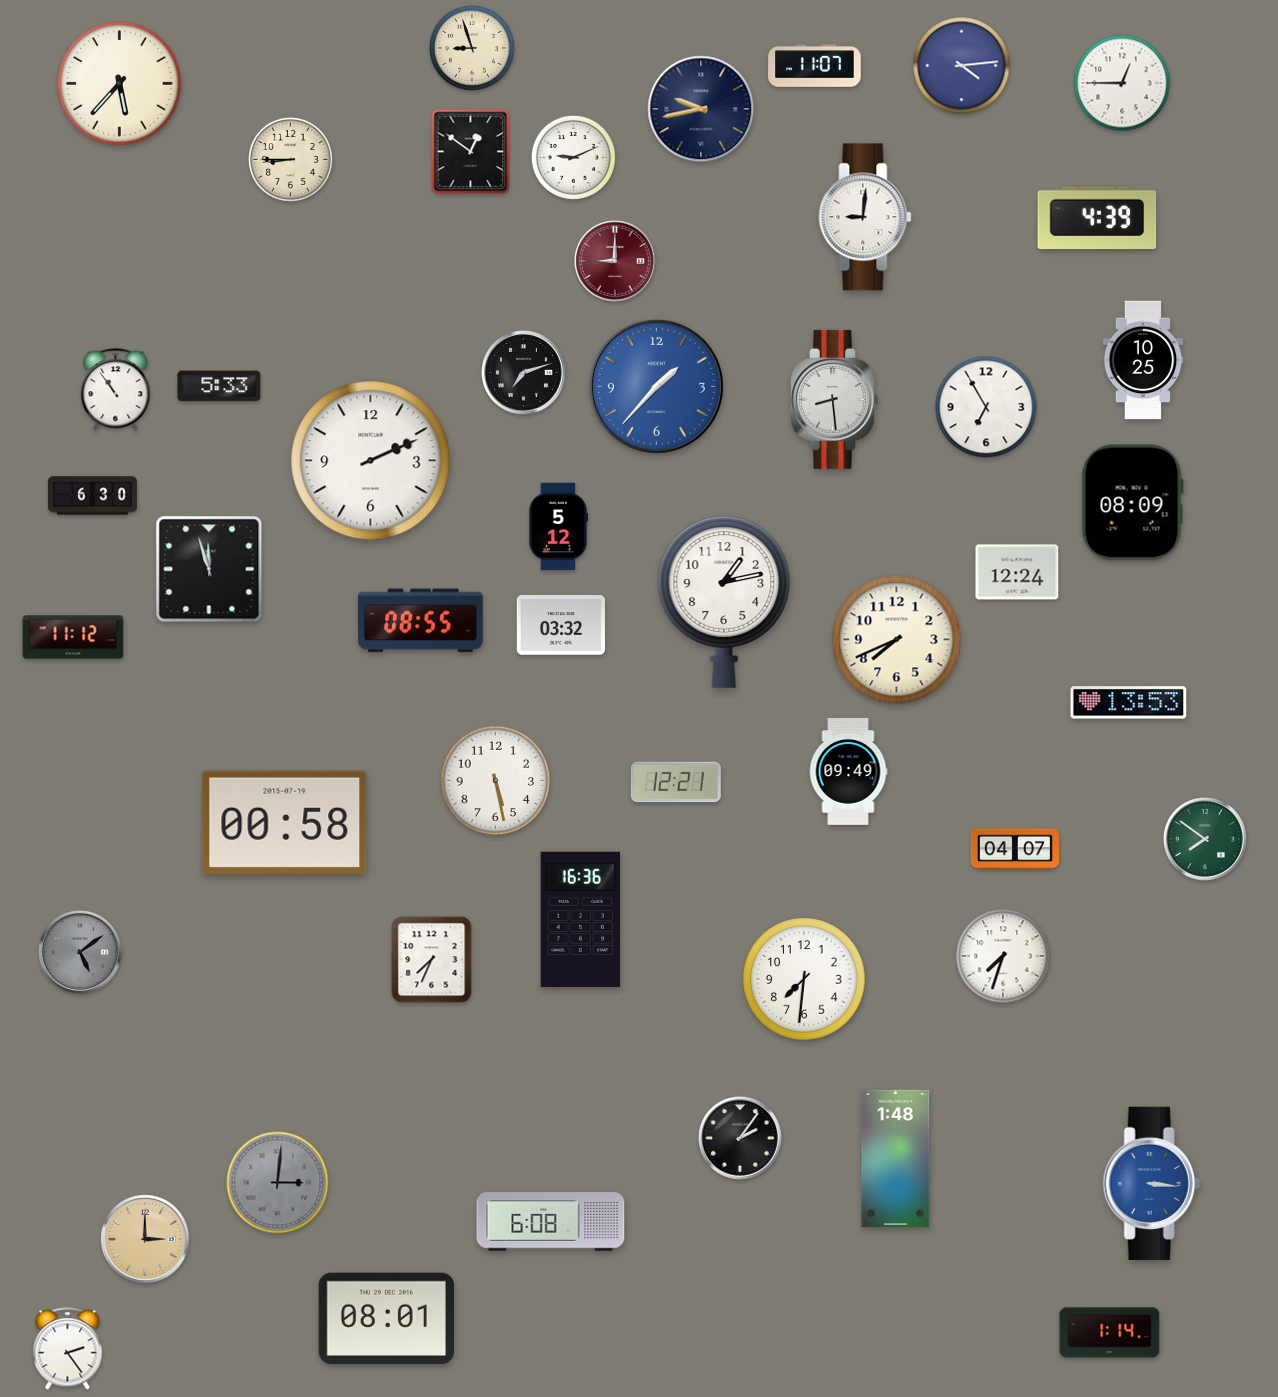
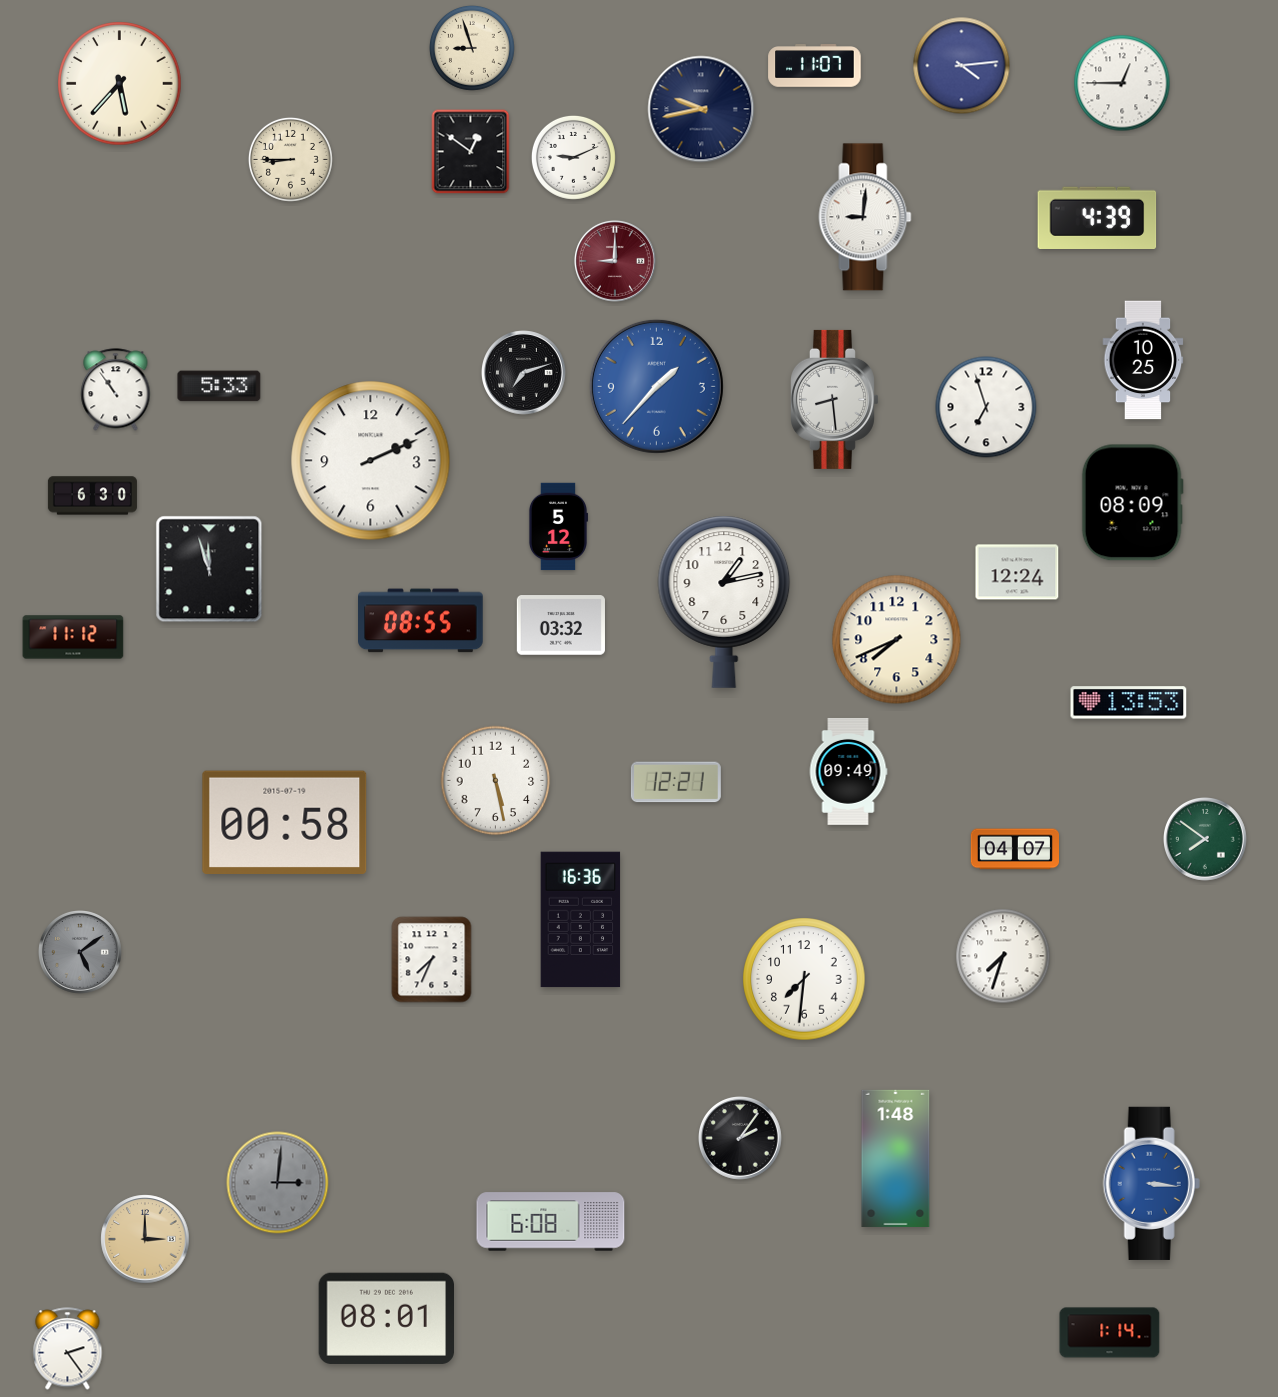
clock at (986, 407): 6:55 -> 6:57
